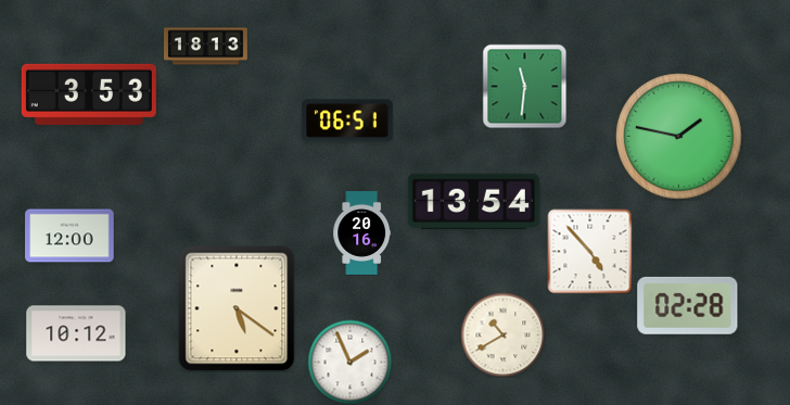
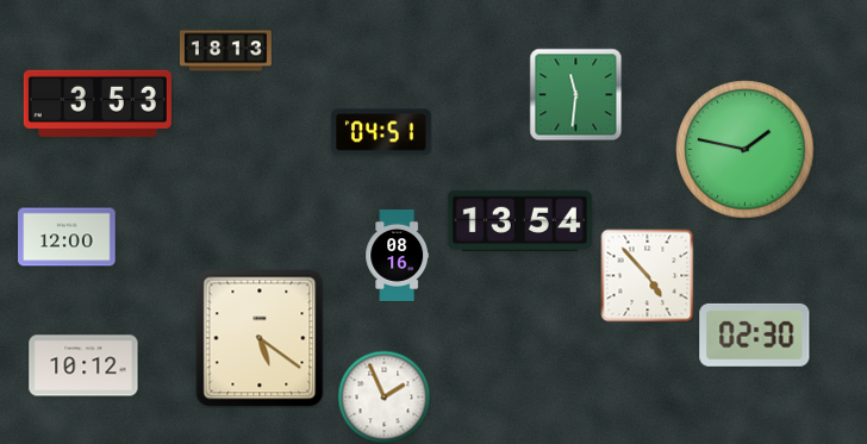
clock at (347, 121): 06:51 -> 04:51
clock at (362, 233): 20:16 -> 08:16
clock at (69, 236) position: (69, 236) -> (67, 237)
clock at (688, 305): 02:28 -> 02:30
clock at (502, 334): 10:40 -> none
